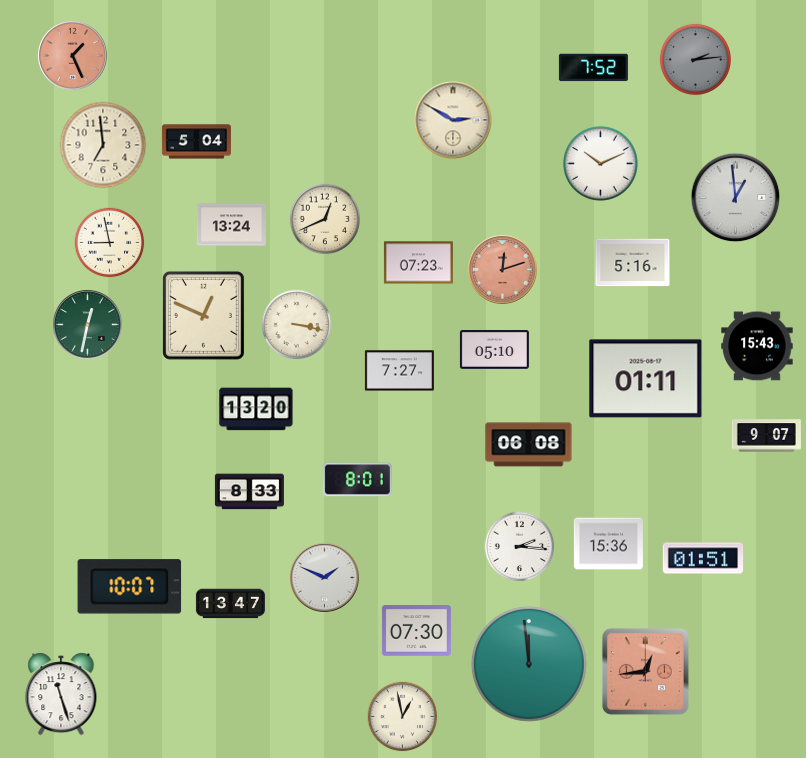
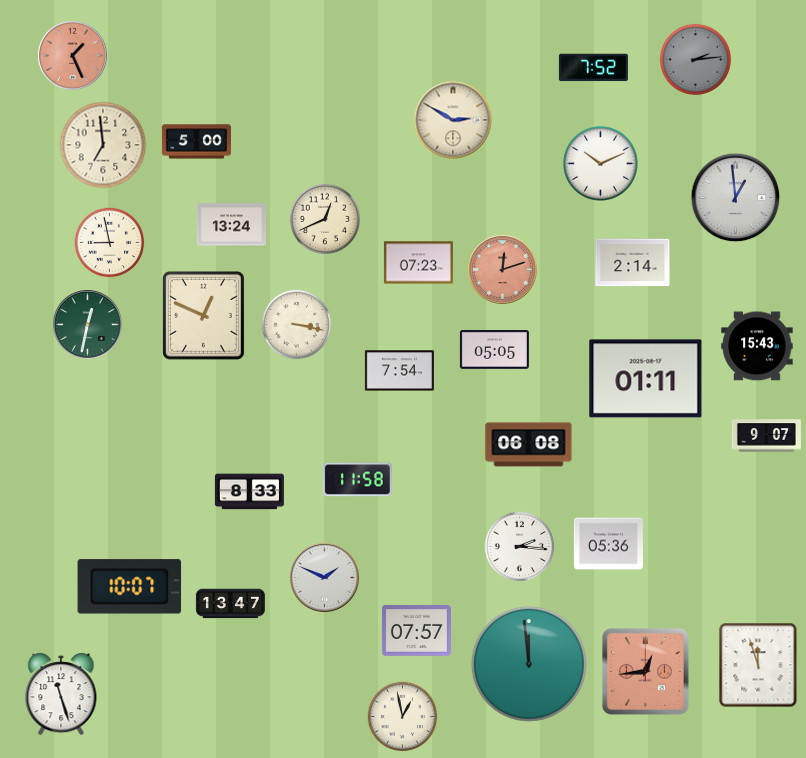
clock at (196, 142): 5:04 -> 5:00
clock at (633, 263): 5:16 -> 2:14
clock at (494, 350): 05:10 -> 05:05
clock at (399, 371): 7:27 -> 7:54
clock at (256, 409): 13:20 -> none
clock at (357, 480): 8:01 -> 11:58
clock at (608, 544): 15:36 -> 05:36
clock at (703, 558): 01:51 -> none
clock at (416, 631): 07:30 -> 07:57
clock at (758, 665): none -> 11:57
